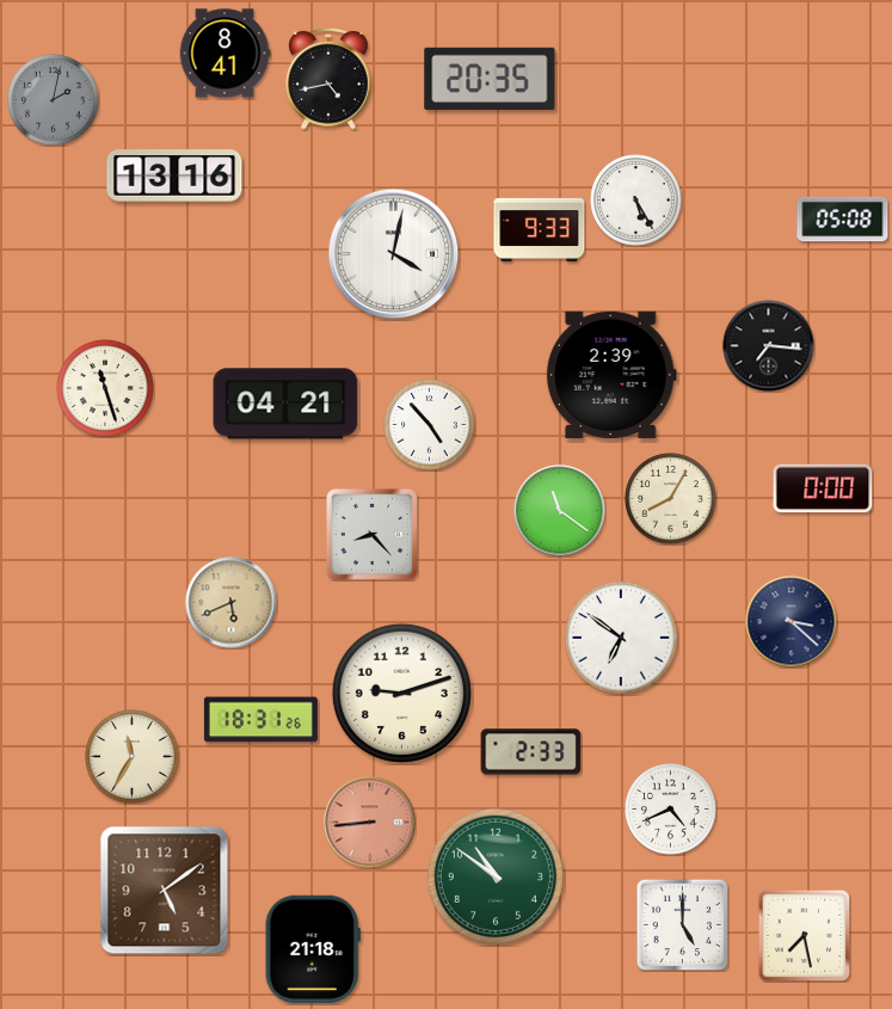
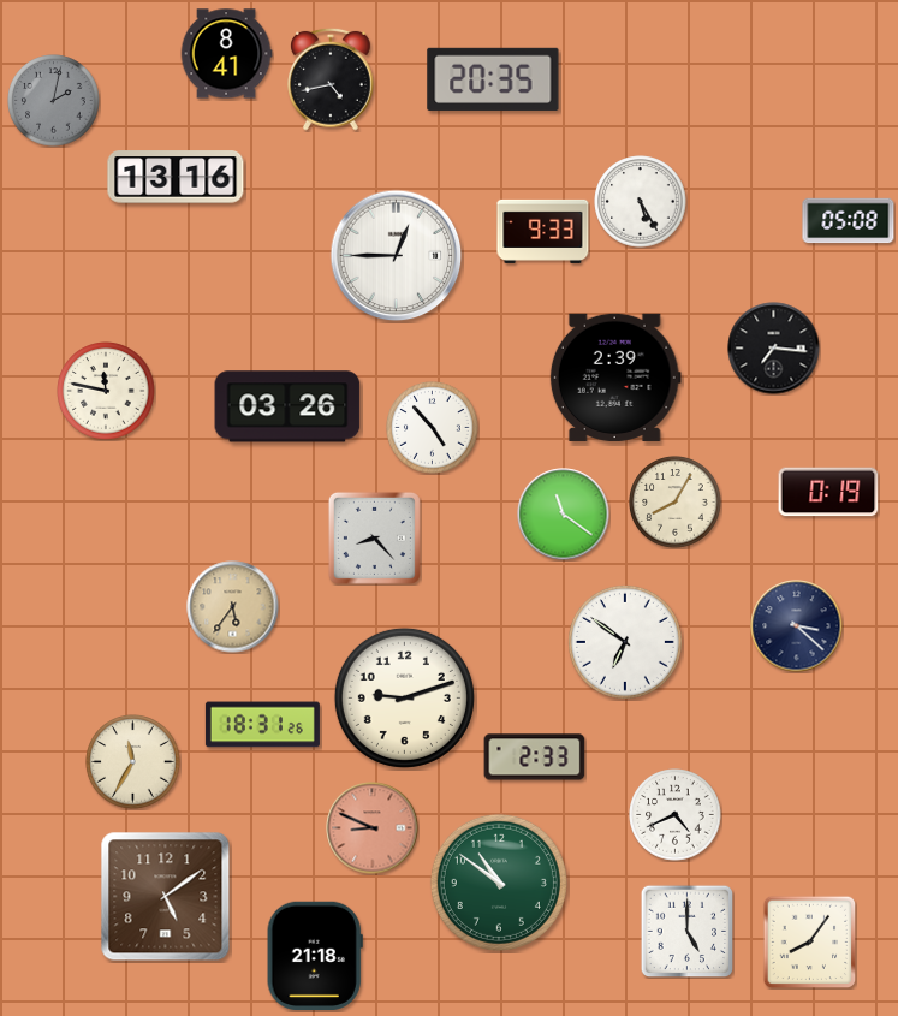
clock at (394, 254): 4:02 -> 12:45
clock at (105, 388): 11:27 -> 11:47
clock at (285, 404): 04:21 -> 03:26
clock at (823, 488): 0:00 -> 0:19
clock at (232, 603): 5:41 -> 5:36
clock at (370, 823): 8:44 -> 8:49
clock at (804, 935): 7:28 -> 8:06
